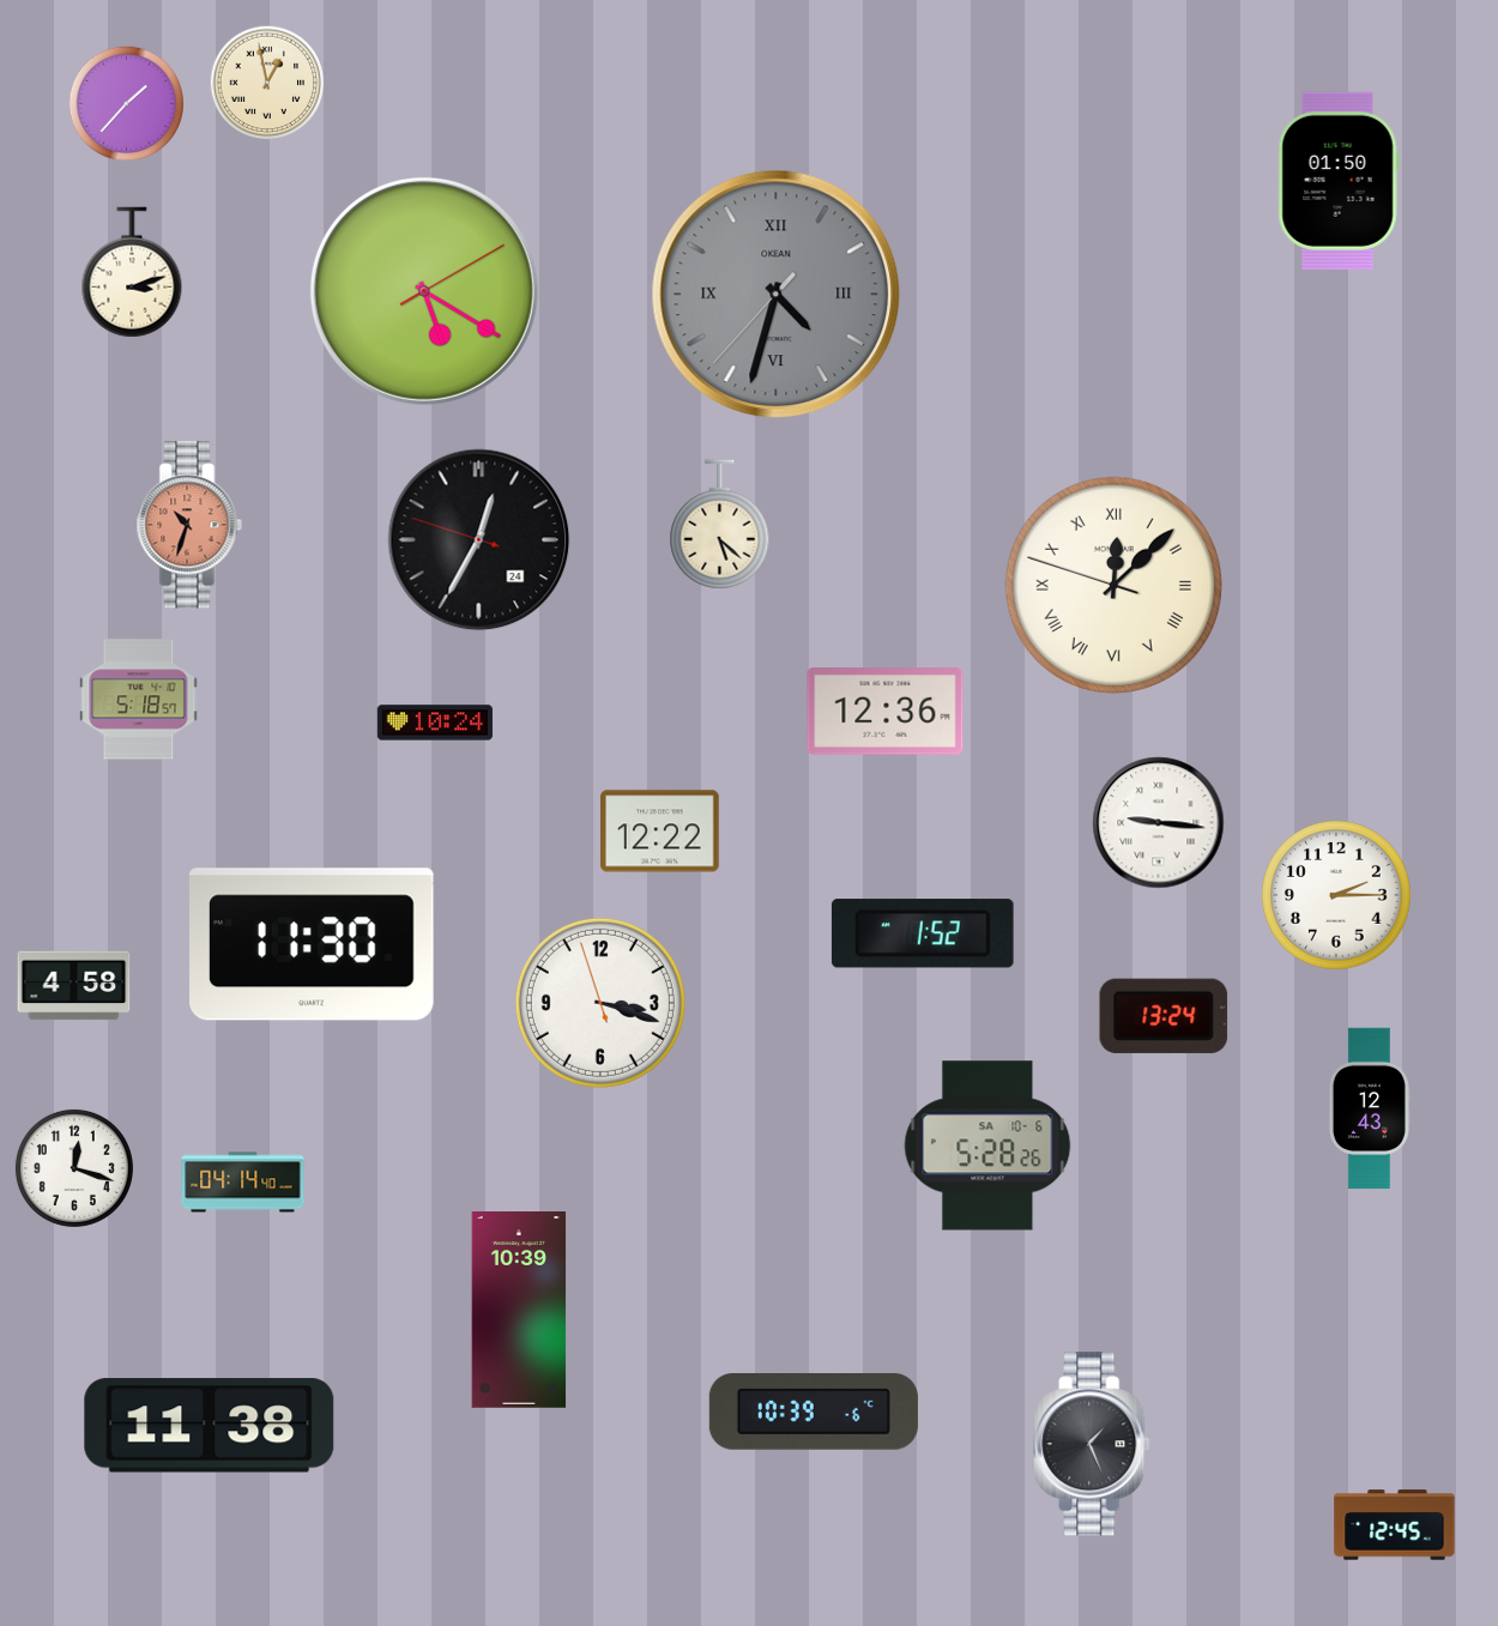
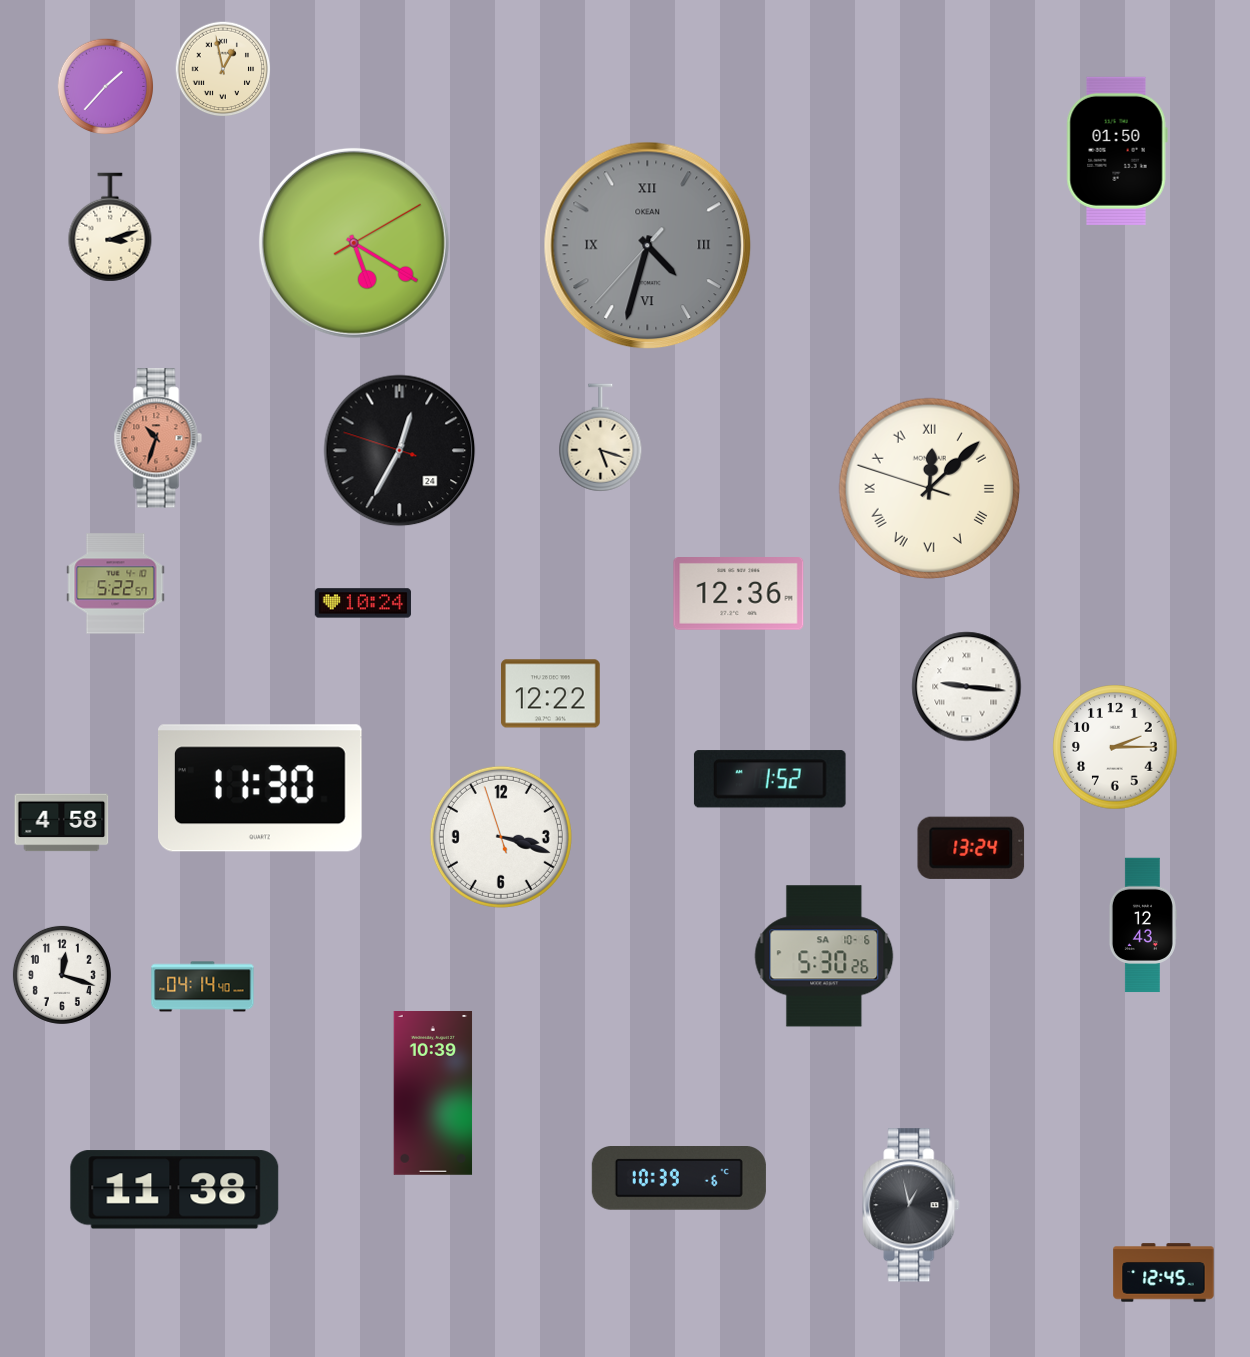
clock at (720, 525): 5:22 -> 5:18
clock at (139, 700): 5:18 -> 5:22
clock at (987, 1146): 5:28 -> 5:30
clock at (1092, 1444): 1:26 -> 12:58
